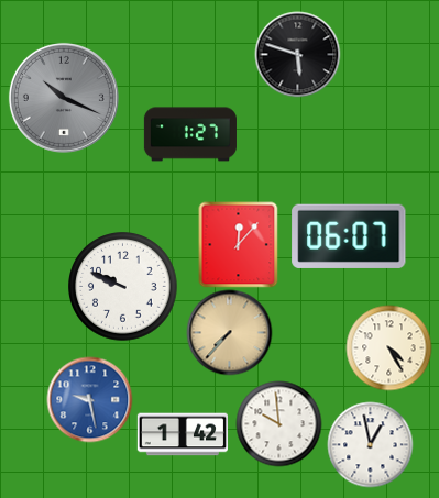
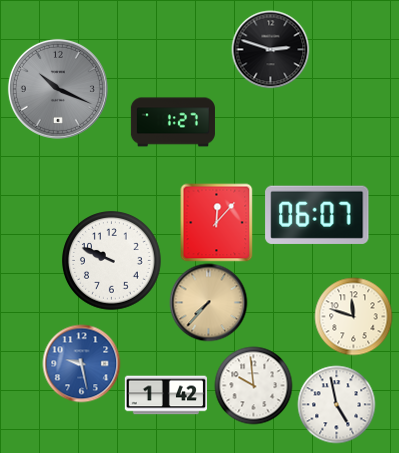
clock at (297, 54): 5:48 -> 2:48
clock at (388, 347): 4:25 -> 11:48
clock at (370, 444): 12:58 -> 4:58
